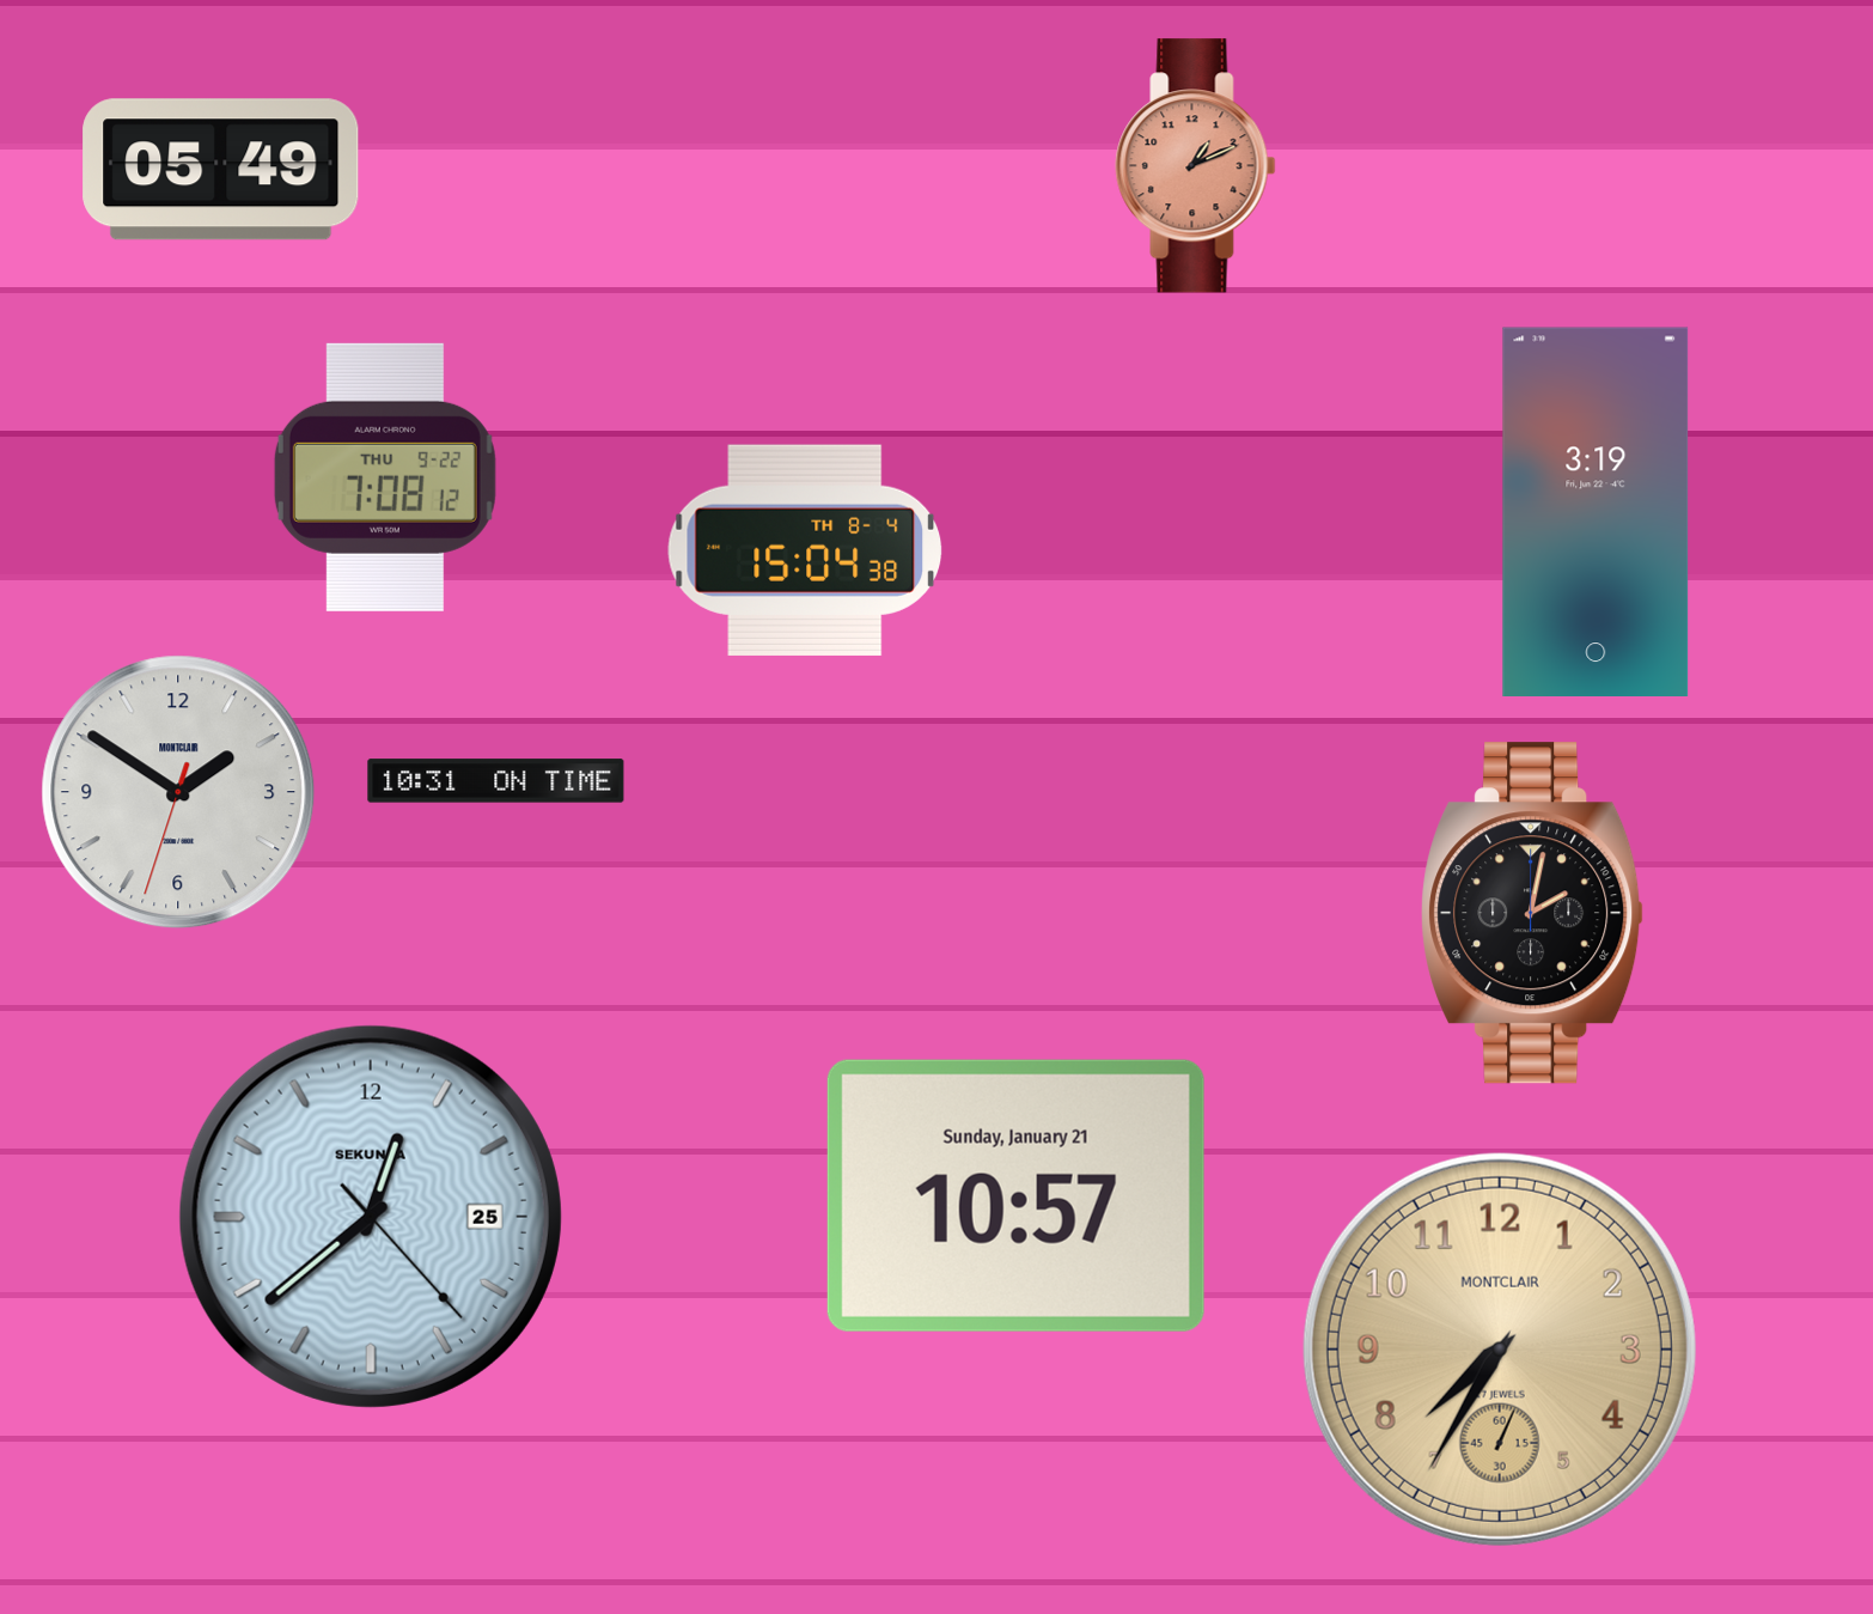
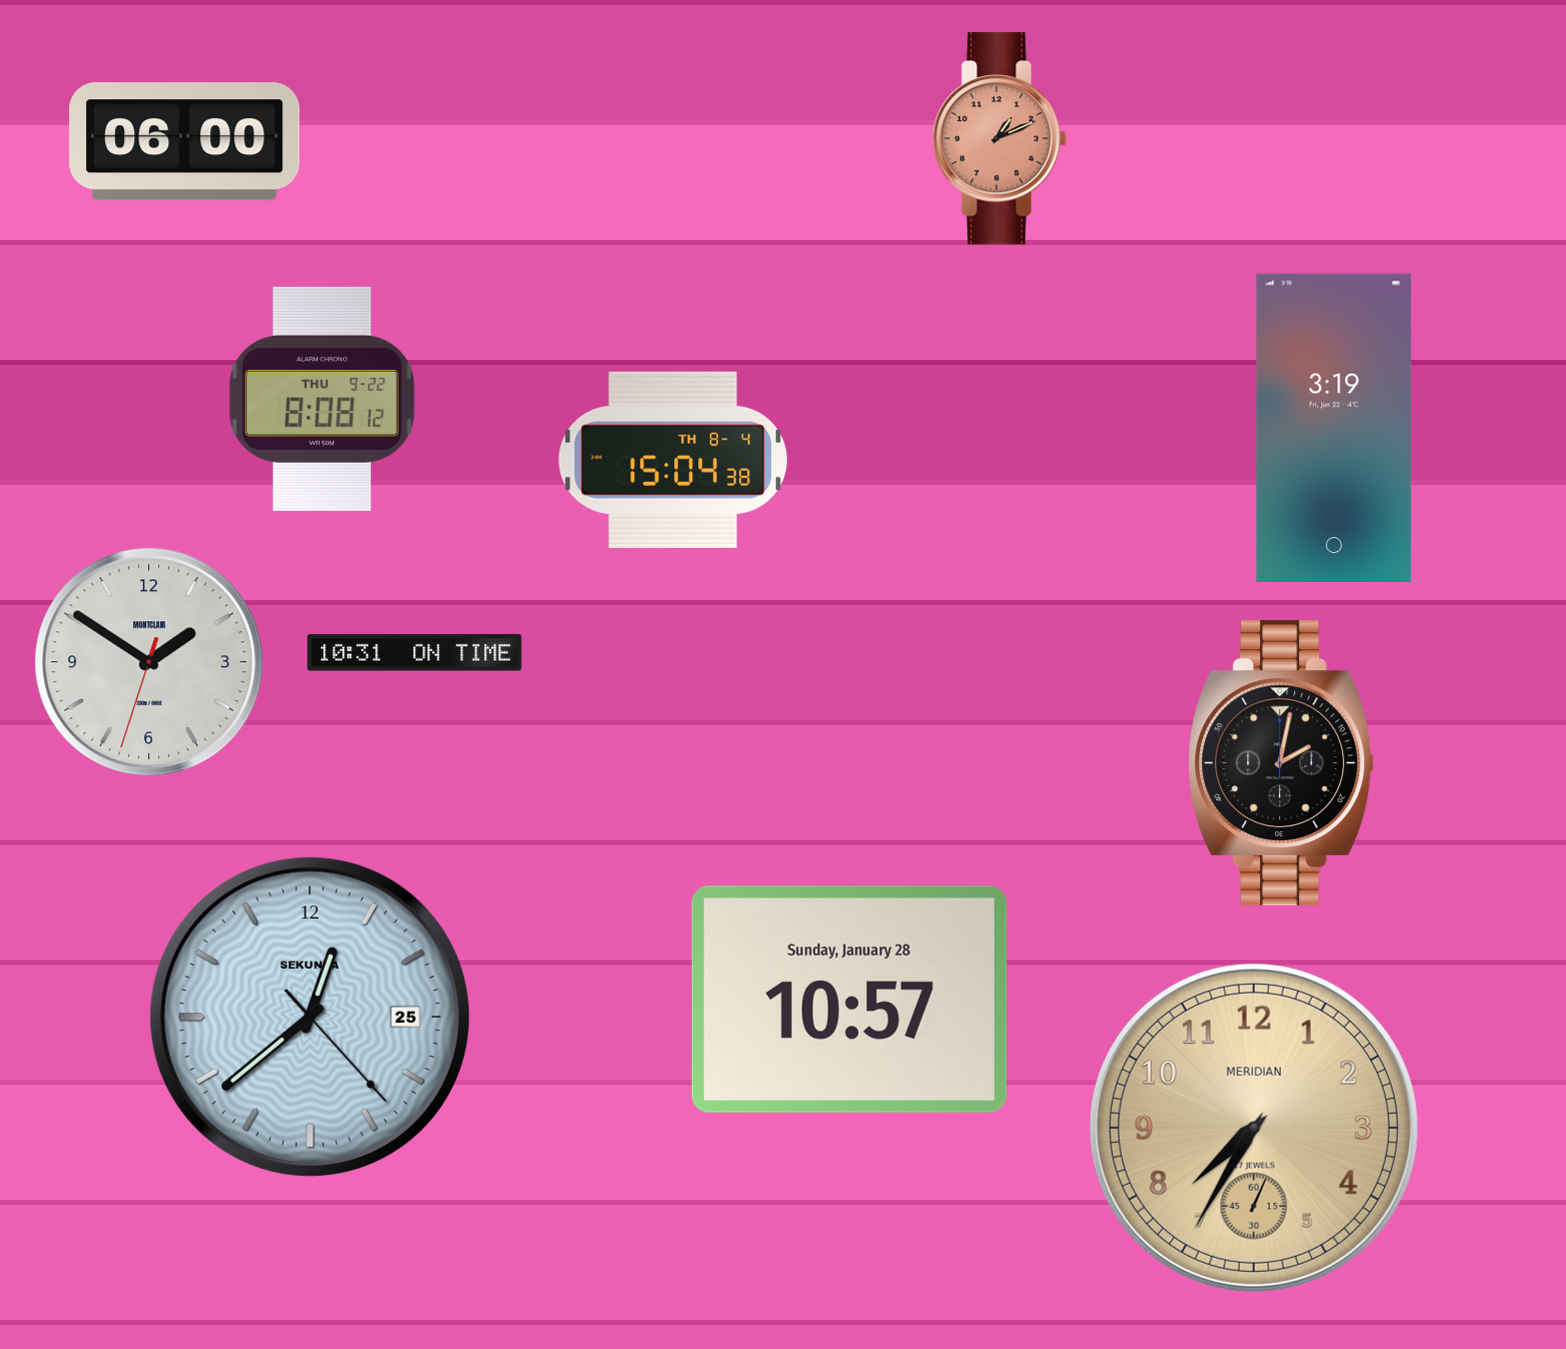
clock at (221, 170): 05:49 -> 06:00
clock at (385, 477): 7:08 -> 8:08
clock at (1015, 1195) date: Sunday, January 21 -> Sunday, January 28
clock at (1500, 1350) brand: MONTCLAIR -> MERIDIAN
